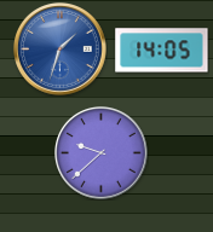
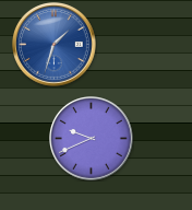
clock at (162, 51): 14:05 -> none
clock at (102, 153): 9:38 -> 9:41
